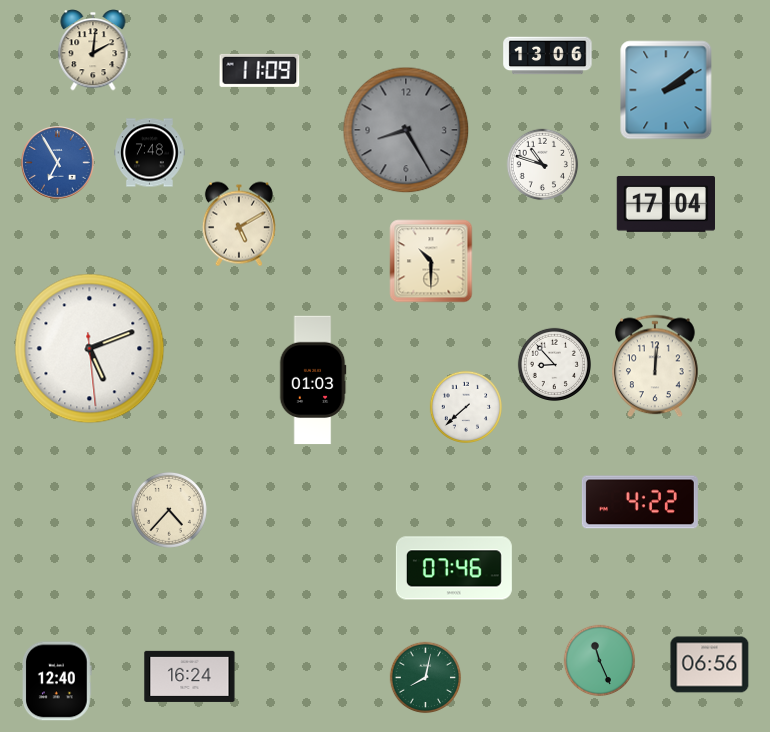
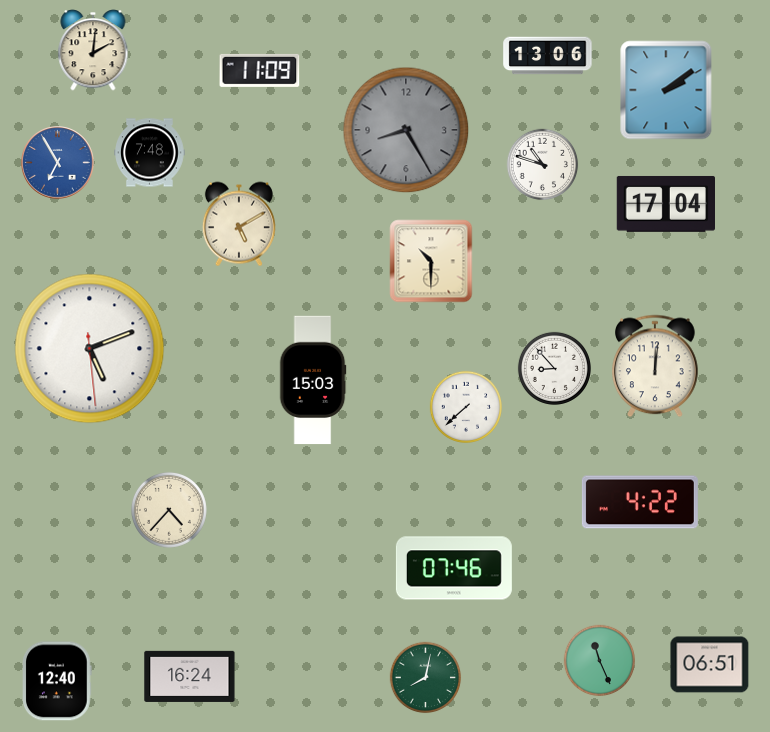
clock at (554, 364) position: (554, 364) -> (554, 368)
clock at (313, 380): 01:03 -> 15:03
clock at (710, 665): 06:56 -> 06:51
